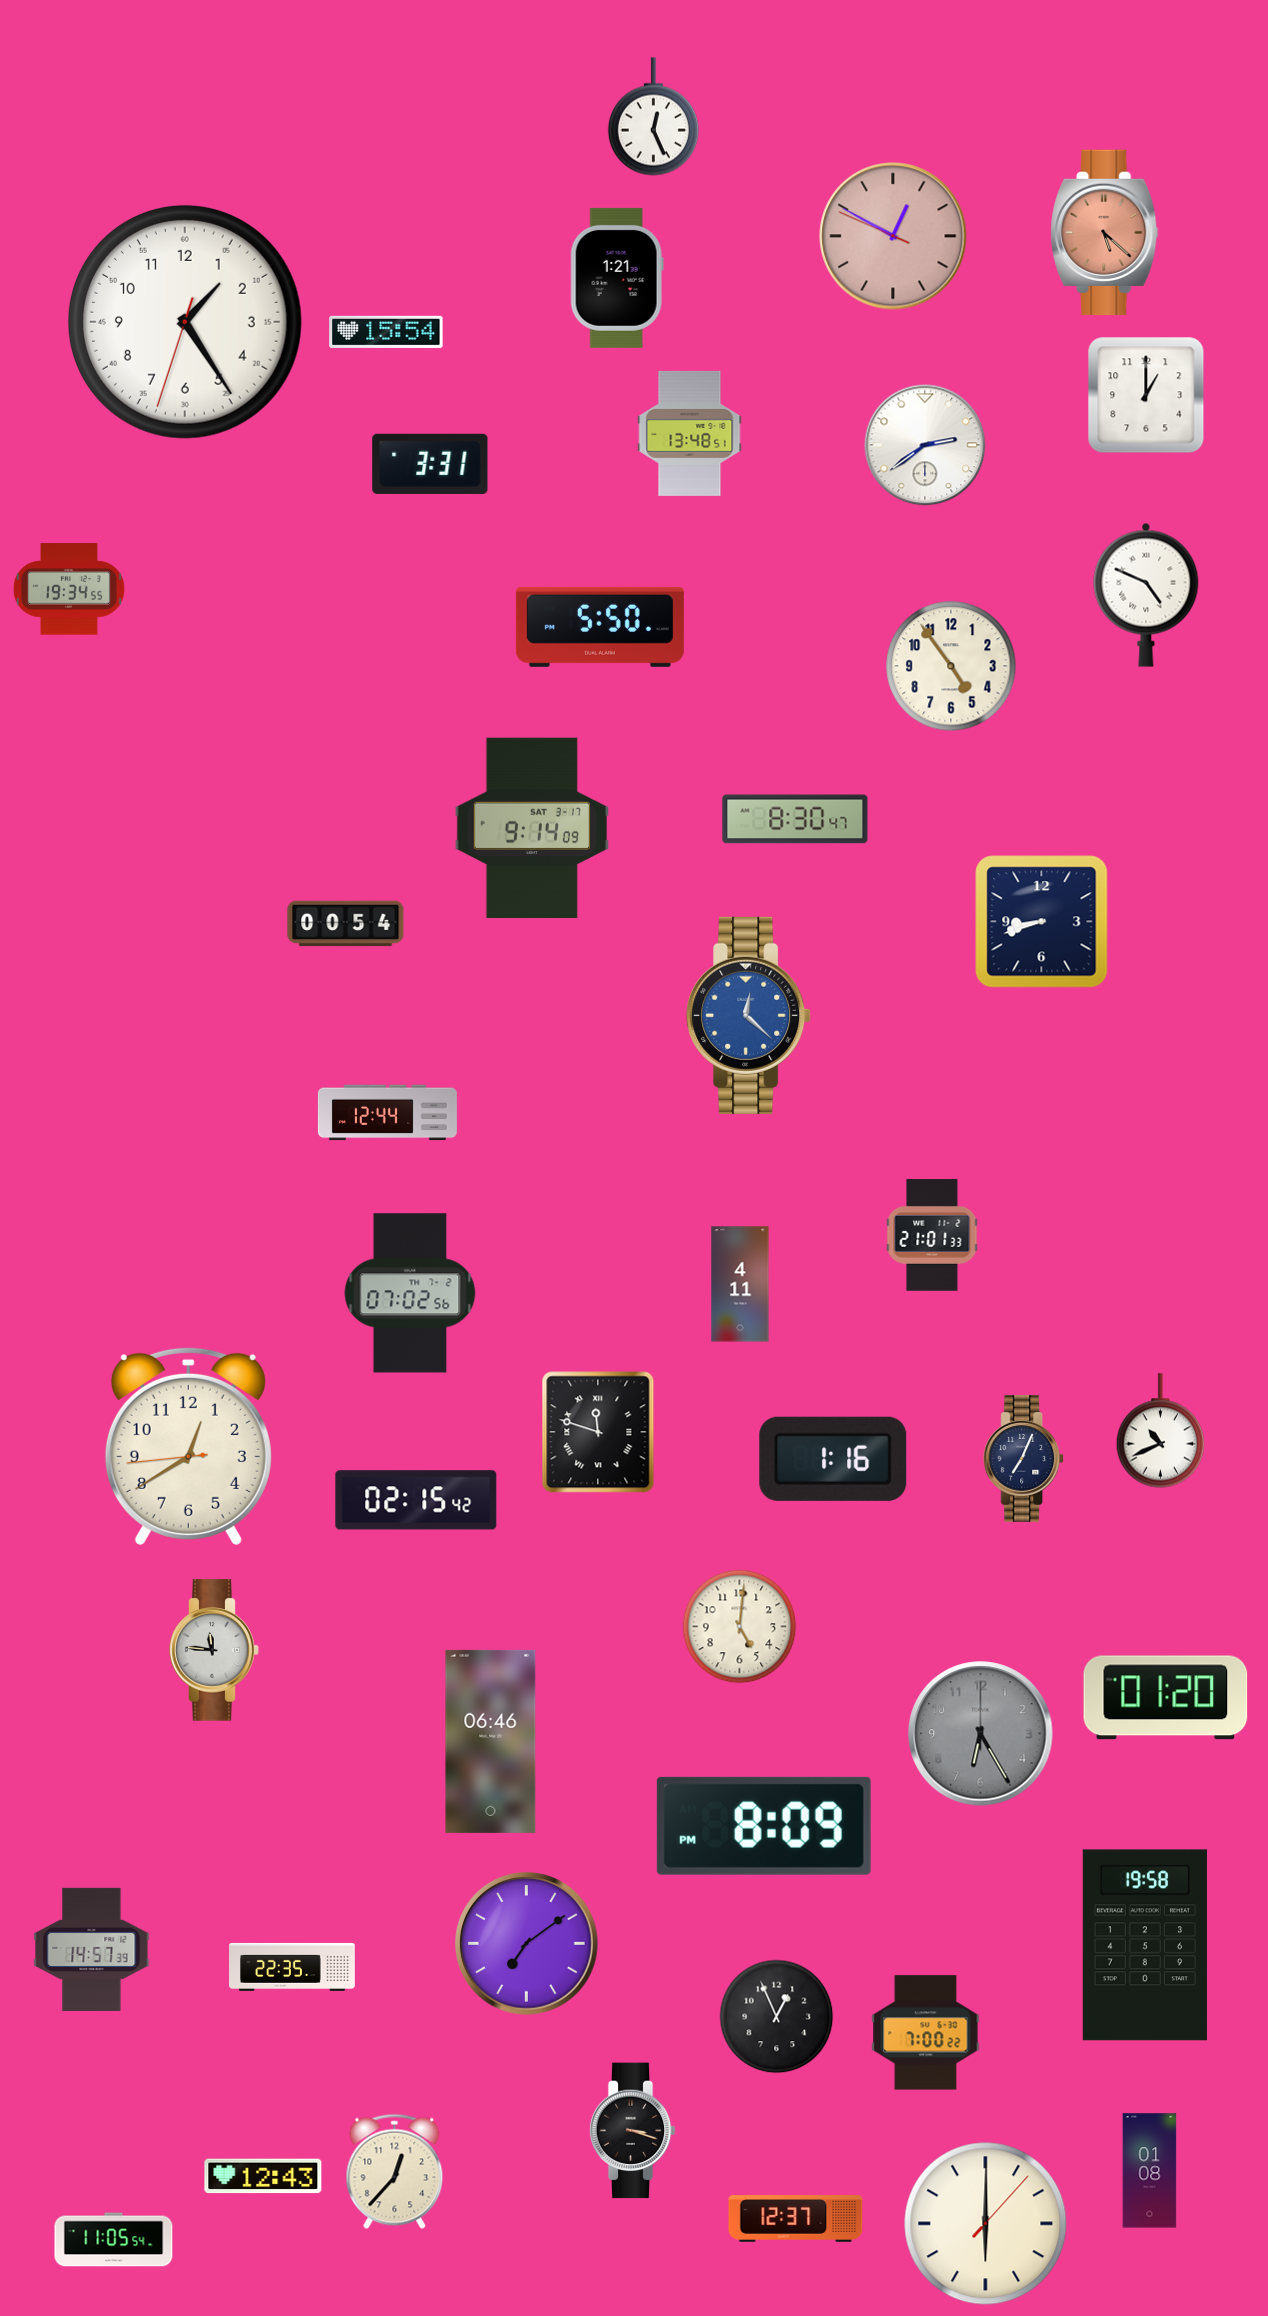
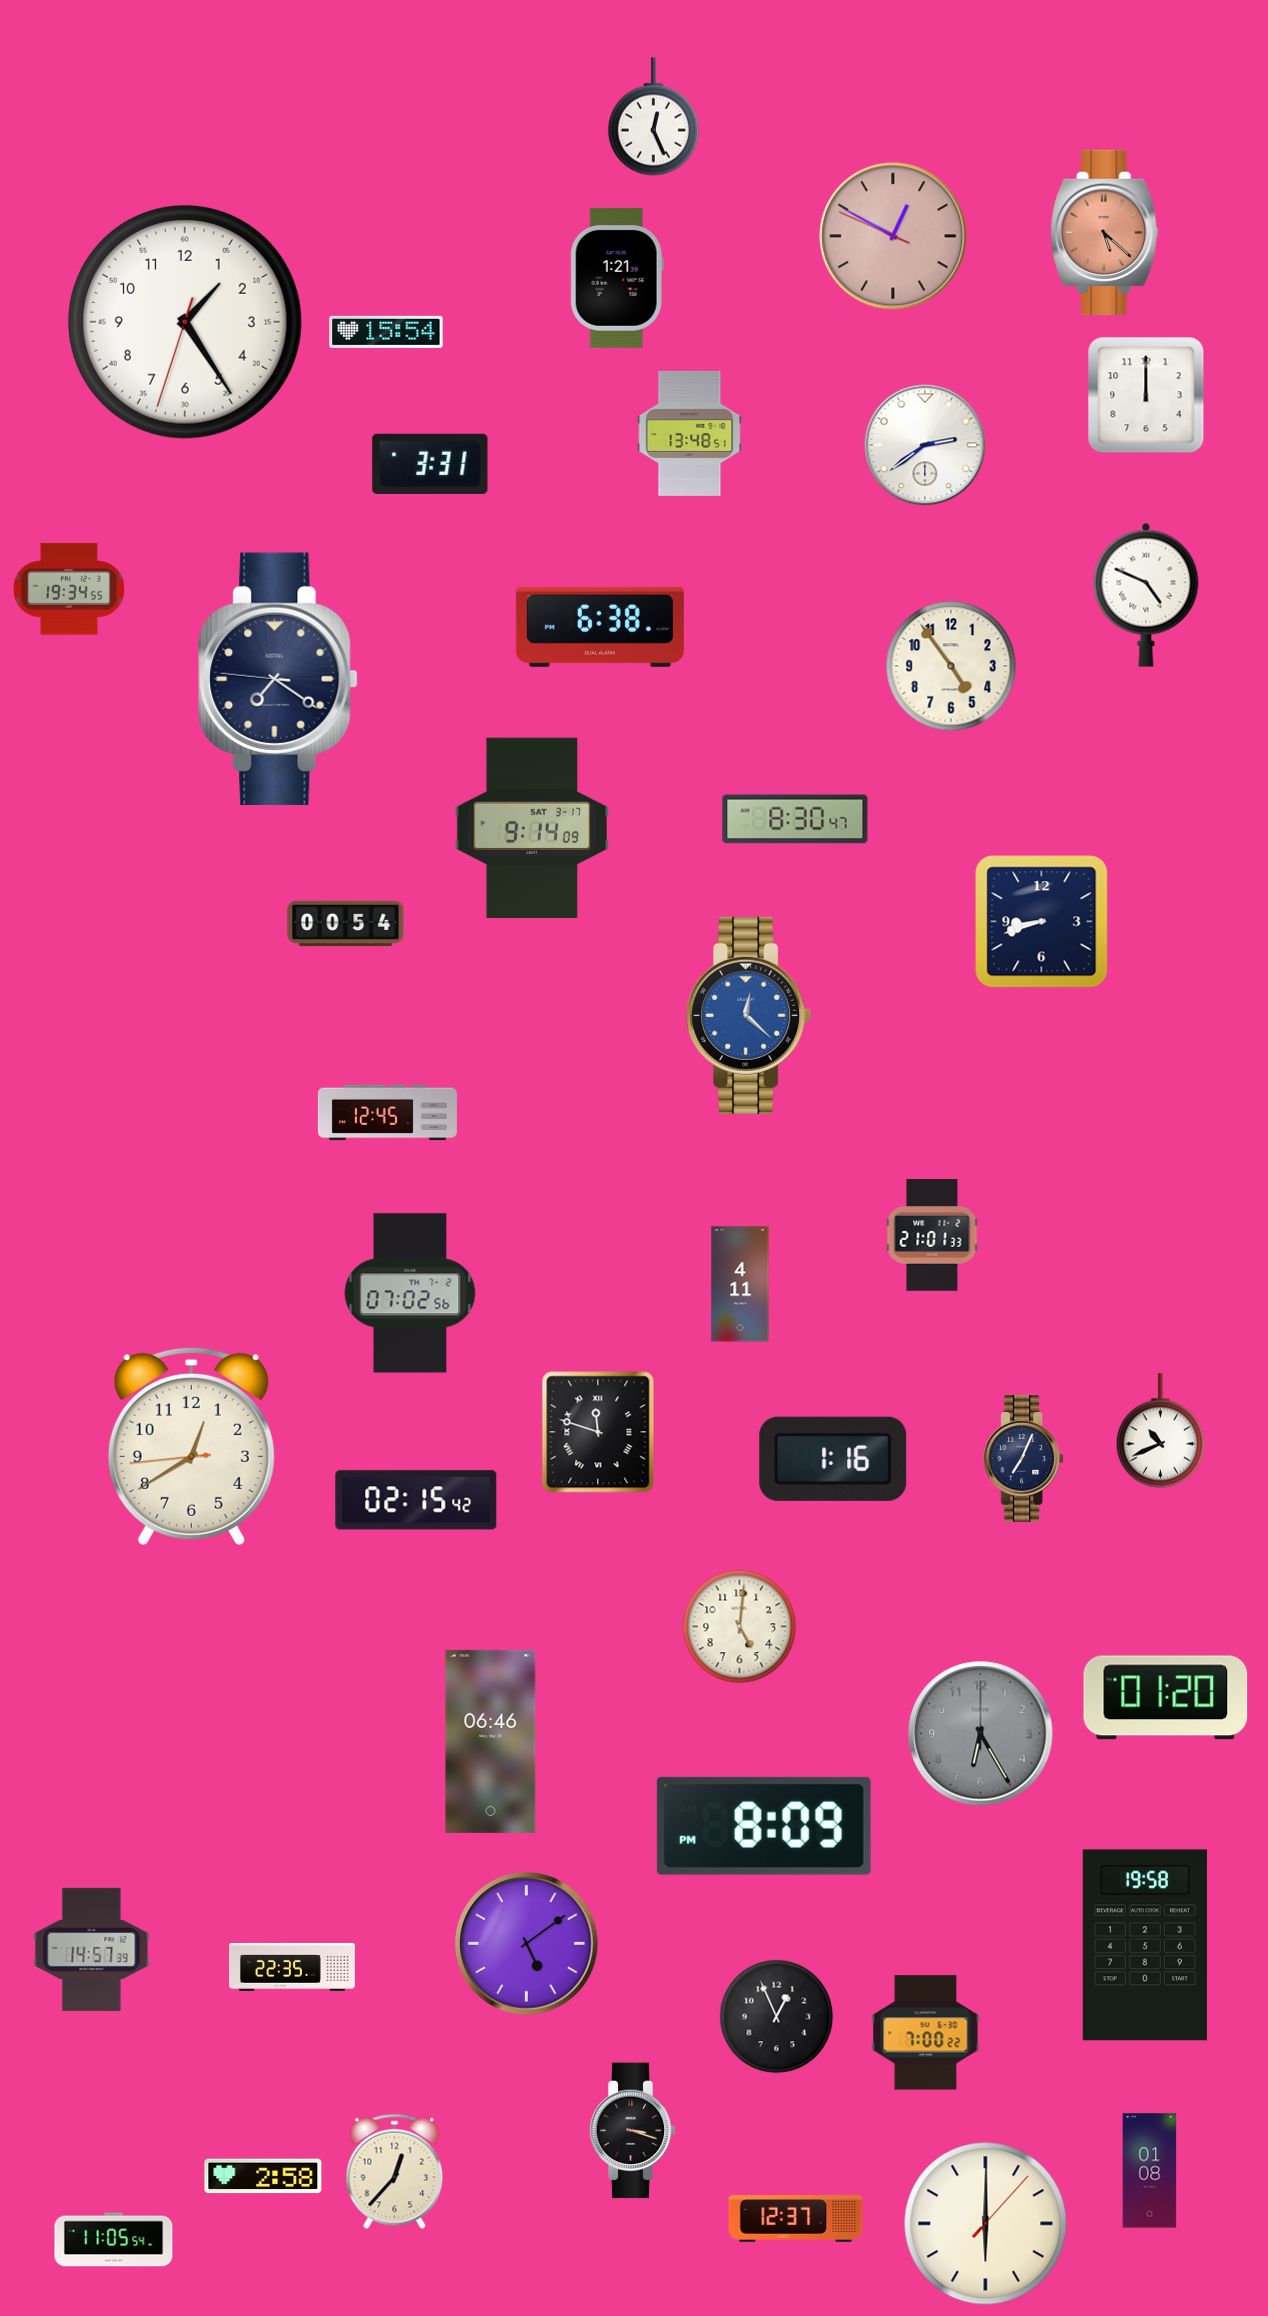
clock at (1146, 395): 1:00 -> 12:00
clock at (600, 627): 5:50 -> 6:38
clock at (278, 679): none -> 7:20
clock at (387, 1113): 12:44 -> 12:45
clock at (188, 1446) position: (188, 1446) -> (191, 1446)
clock at (214, 1650): 11:46 -> none
clock at (527, 1944): 7:09 -> 5:09
clock at (263, 2176): 12:43 -> 2:58
